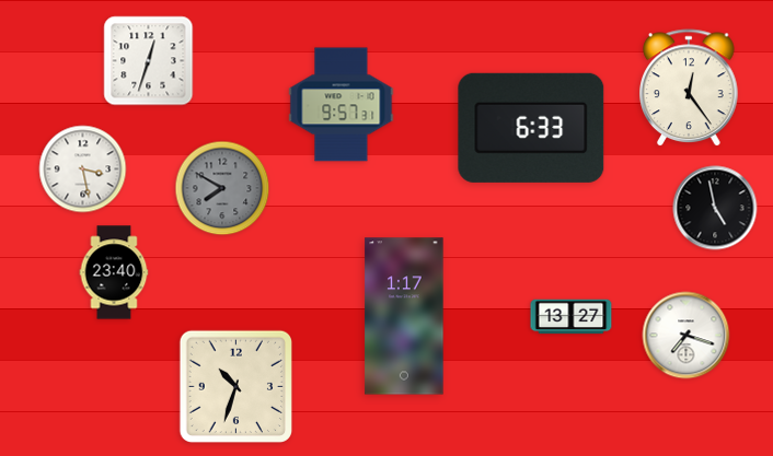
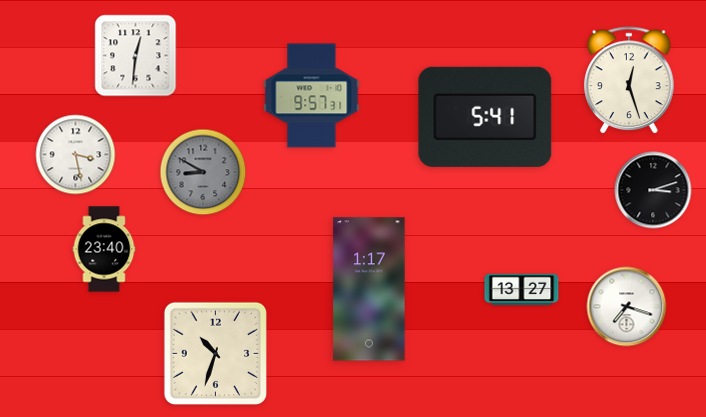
clock at (149, 61): 12:33 -> 12:31
clock at (689, 89): 12:24 -> 12:27
clock at (531, 128): 6:33 -> 5:41
clock at (222, 188): 7:50 -> 8:50
clock at (715, 208): 4:58 -> 3:12
